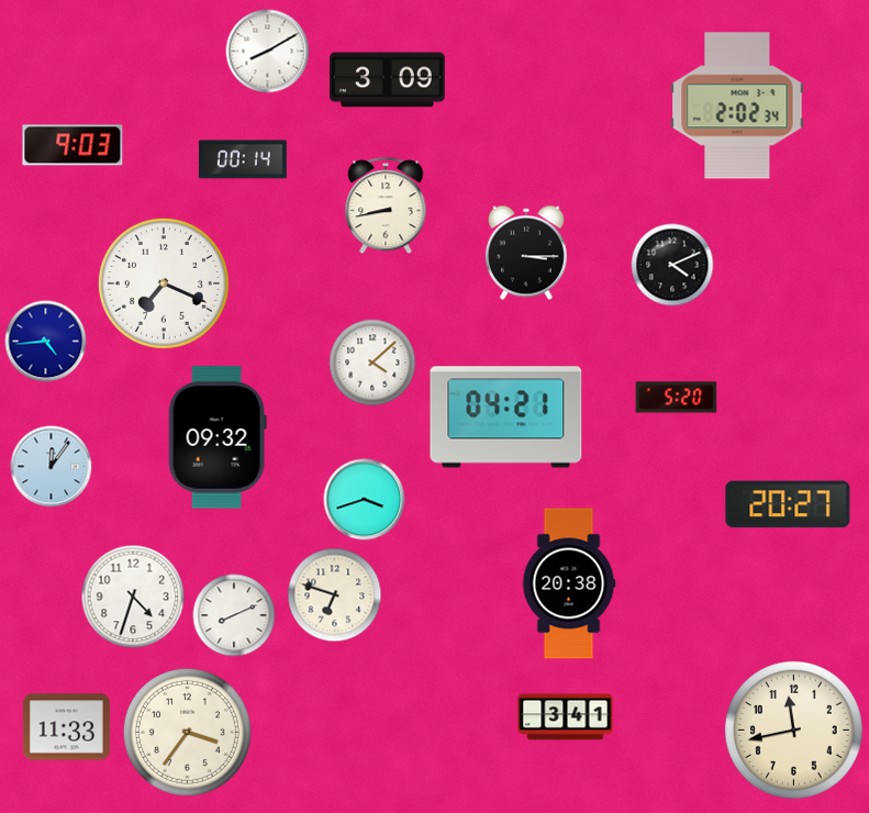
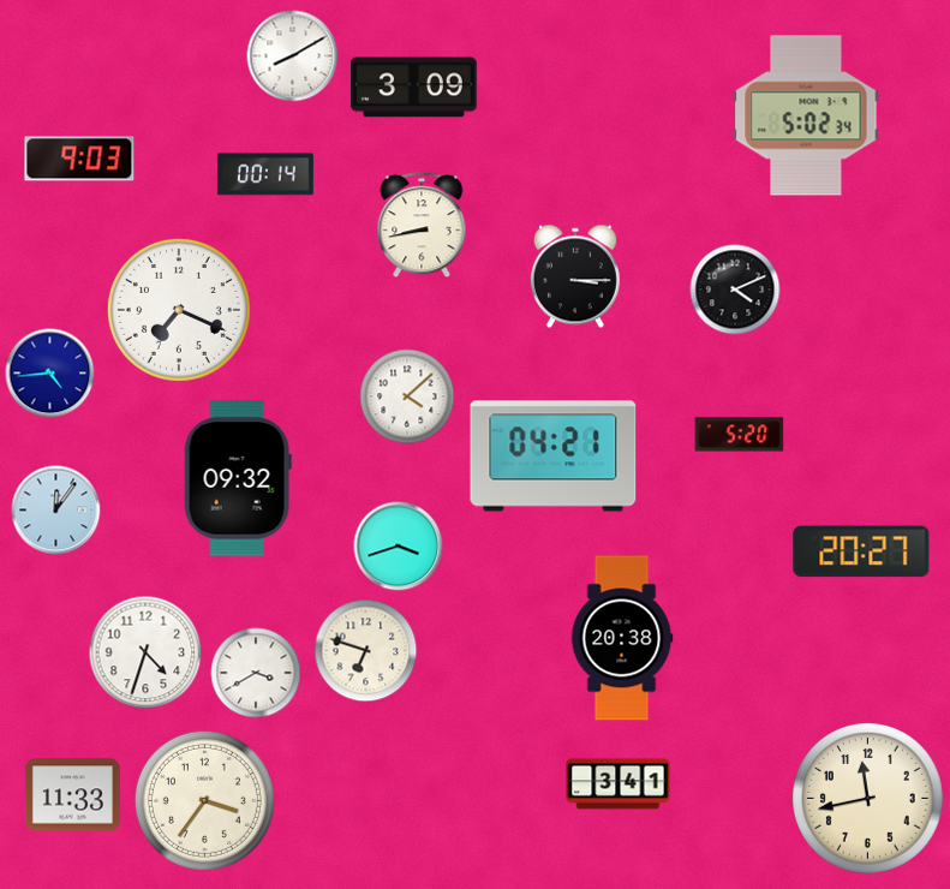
clock at (388, 80) position: (388, 80) -> (414, 88)
clock at (737, 105): 2:02 -> 5:02
clock at (234, 615): 8:11 -> 3:40
